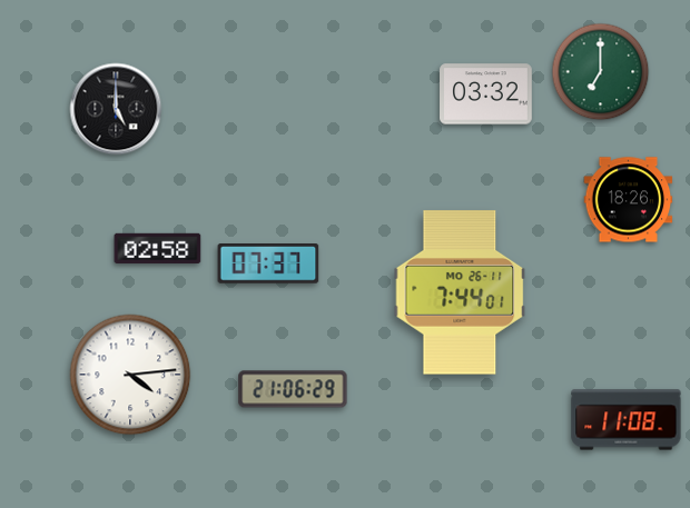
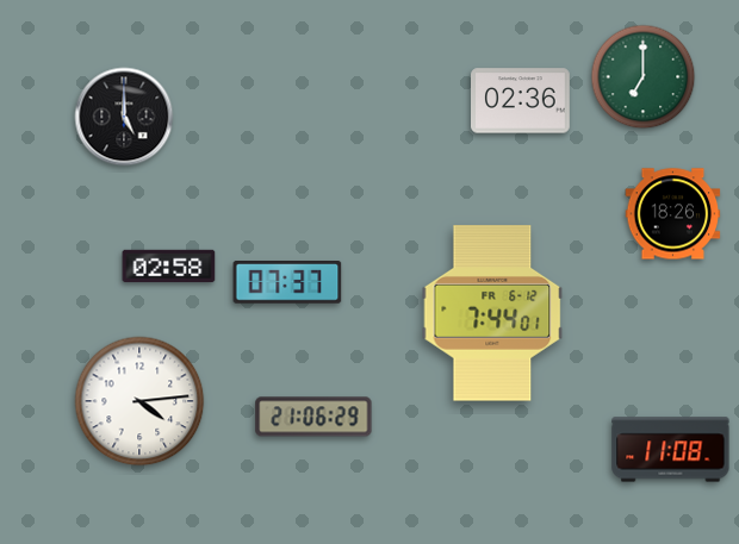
clock at (486, 94): 03:32 -> 02:36
clock at (460, 292) date: MO 26-11 -> FR 6-12
